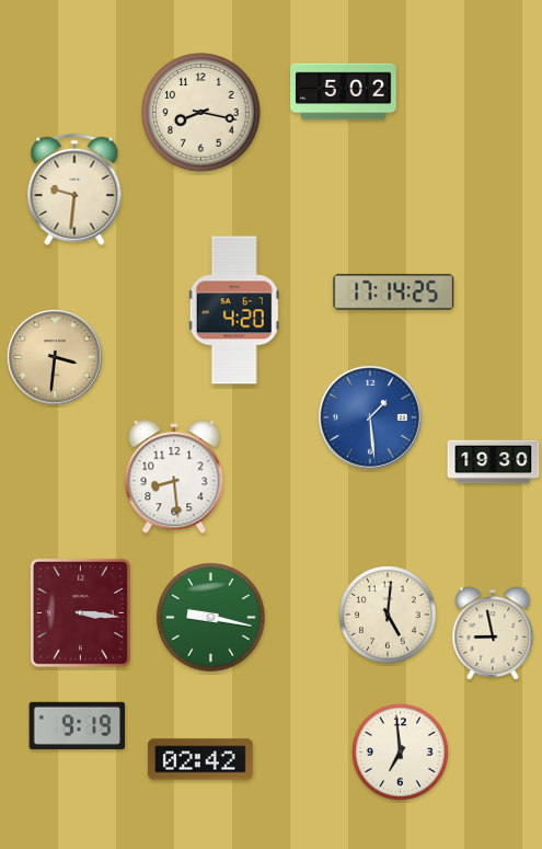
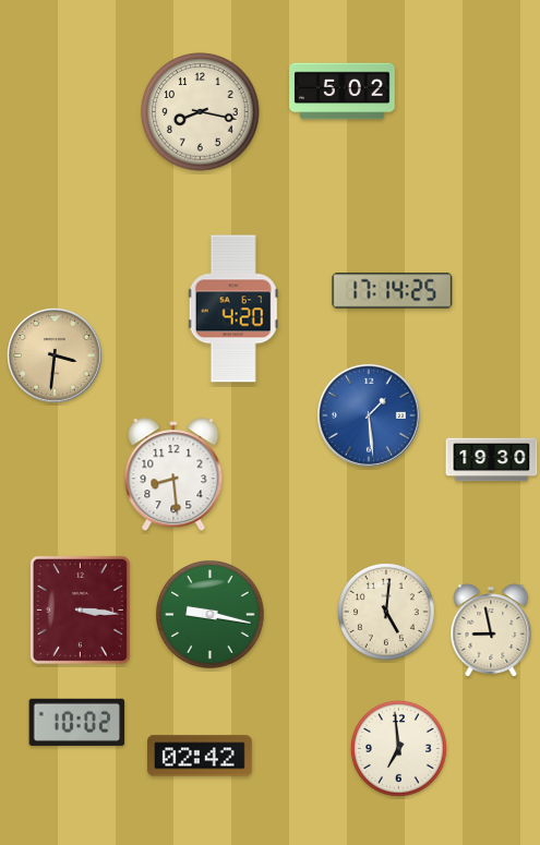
clock at (74, 190): 9:31 -> none
clock at (78, 725): 9:19 -> 10:02
